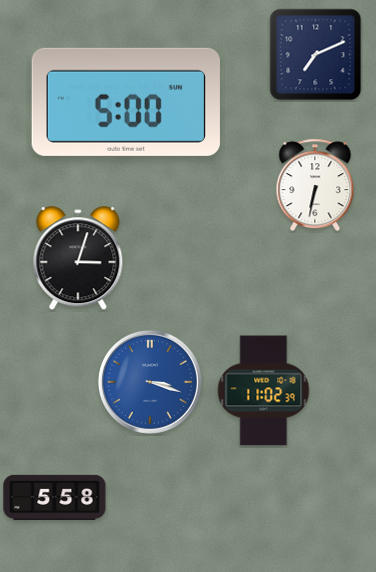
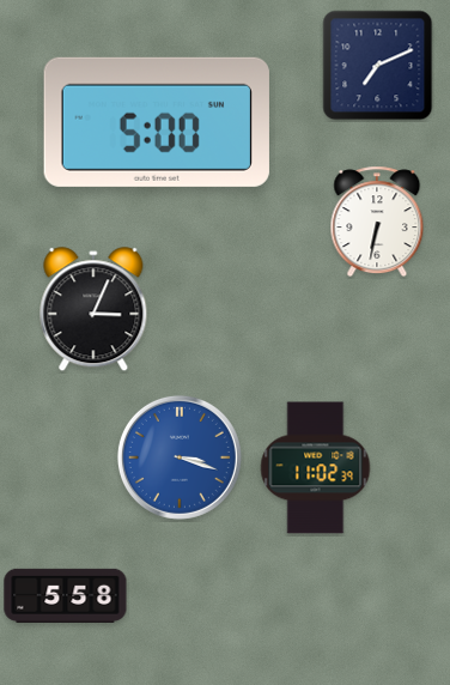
clock at (126, 102) position: (126, 102) -> (157, 122)
clock at (78, 259): 3:03 -> 3:04
